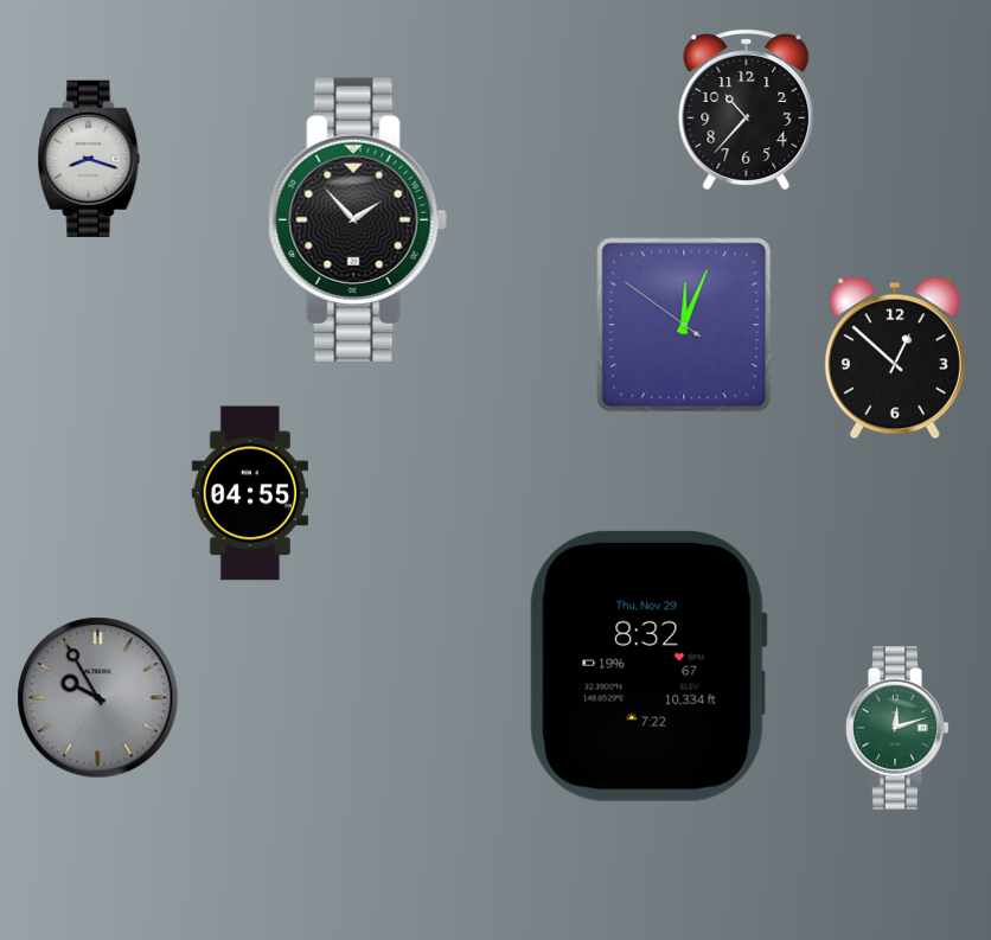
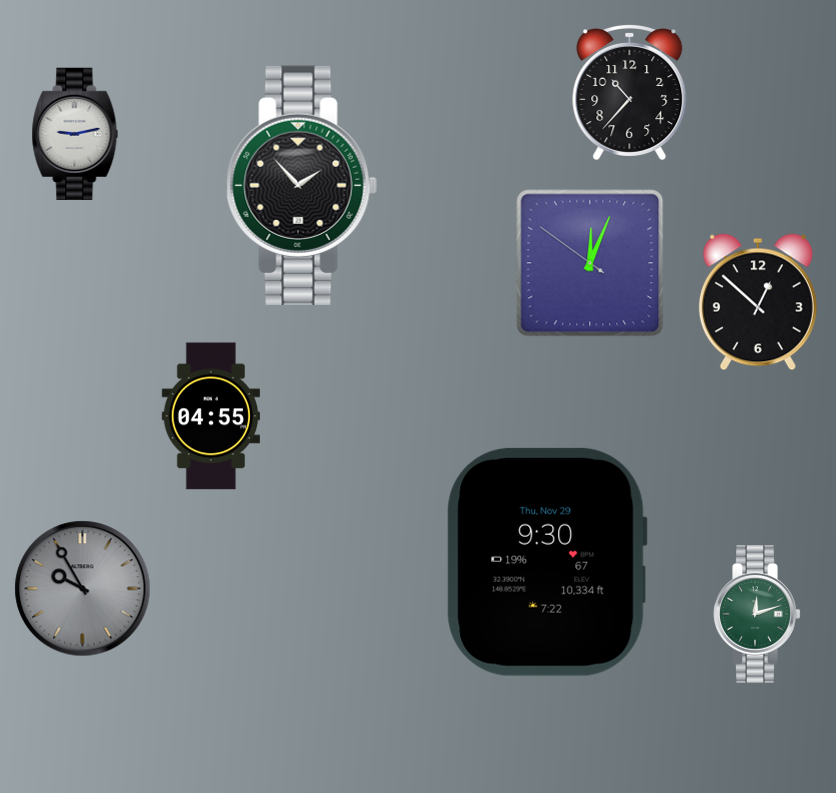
clock at (89, 159): 8:18 -> 9:13
clock at (684, 325) position: (684, 325) -> (590, 263)
clock at (895, 358) position: (895, 358) -> (758, 302)
clock at (648, 666): 8:32 -> 9:30
